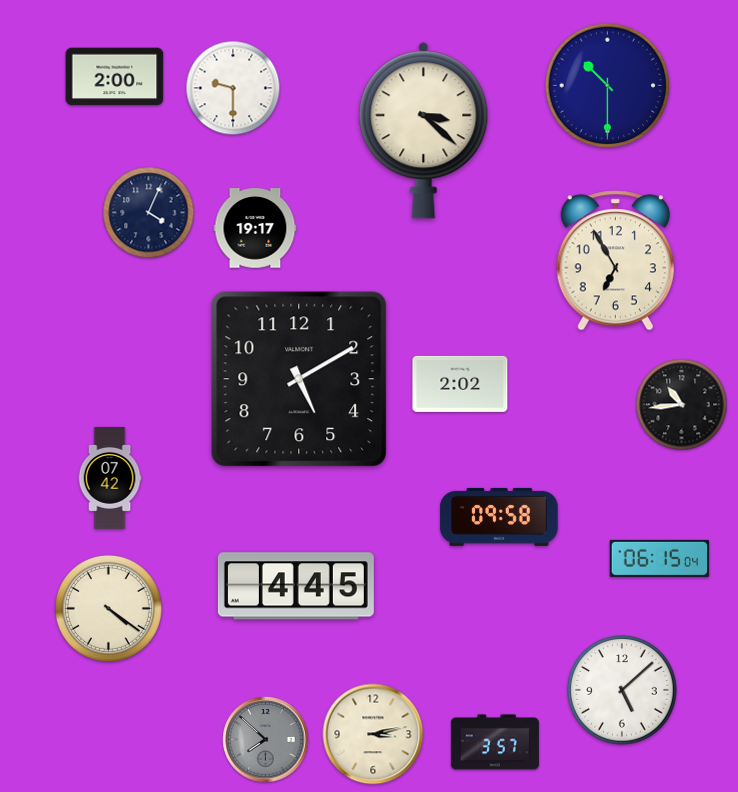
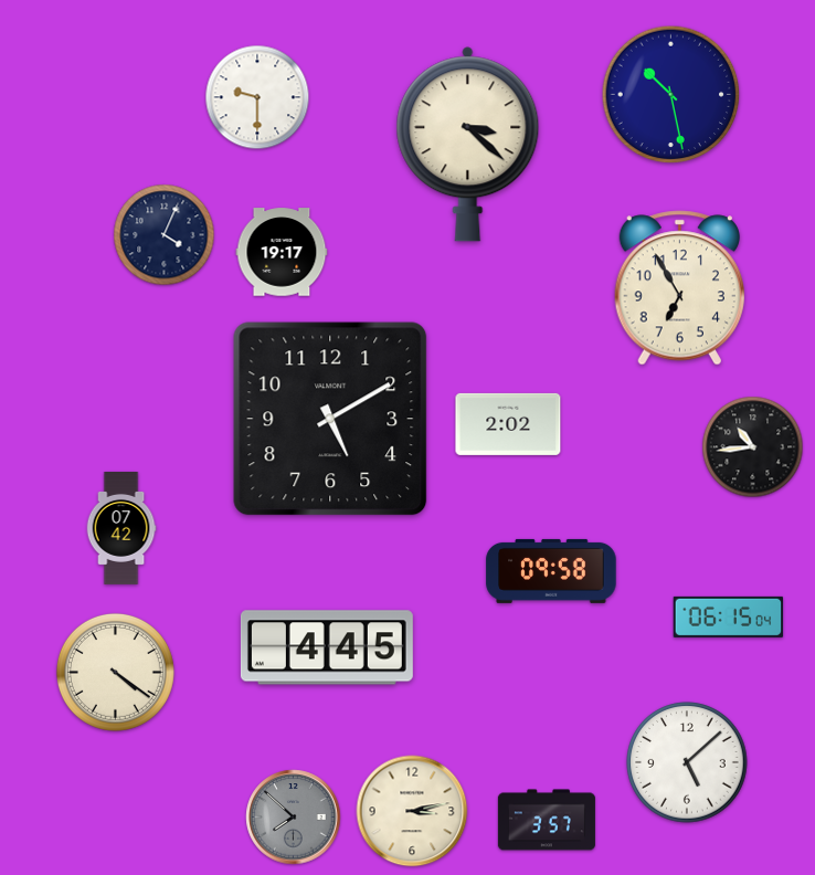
clock at (115, 77): 2:00 -> none
clock at (608, 86): 10:30 -> 10:28
clock at (108, 608) position: (108, 608) -> (115, 672)
